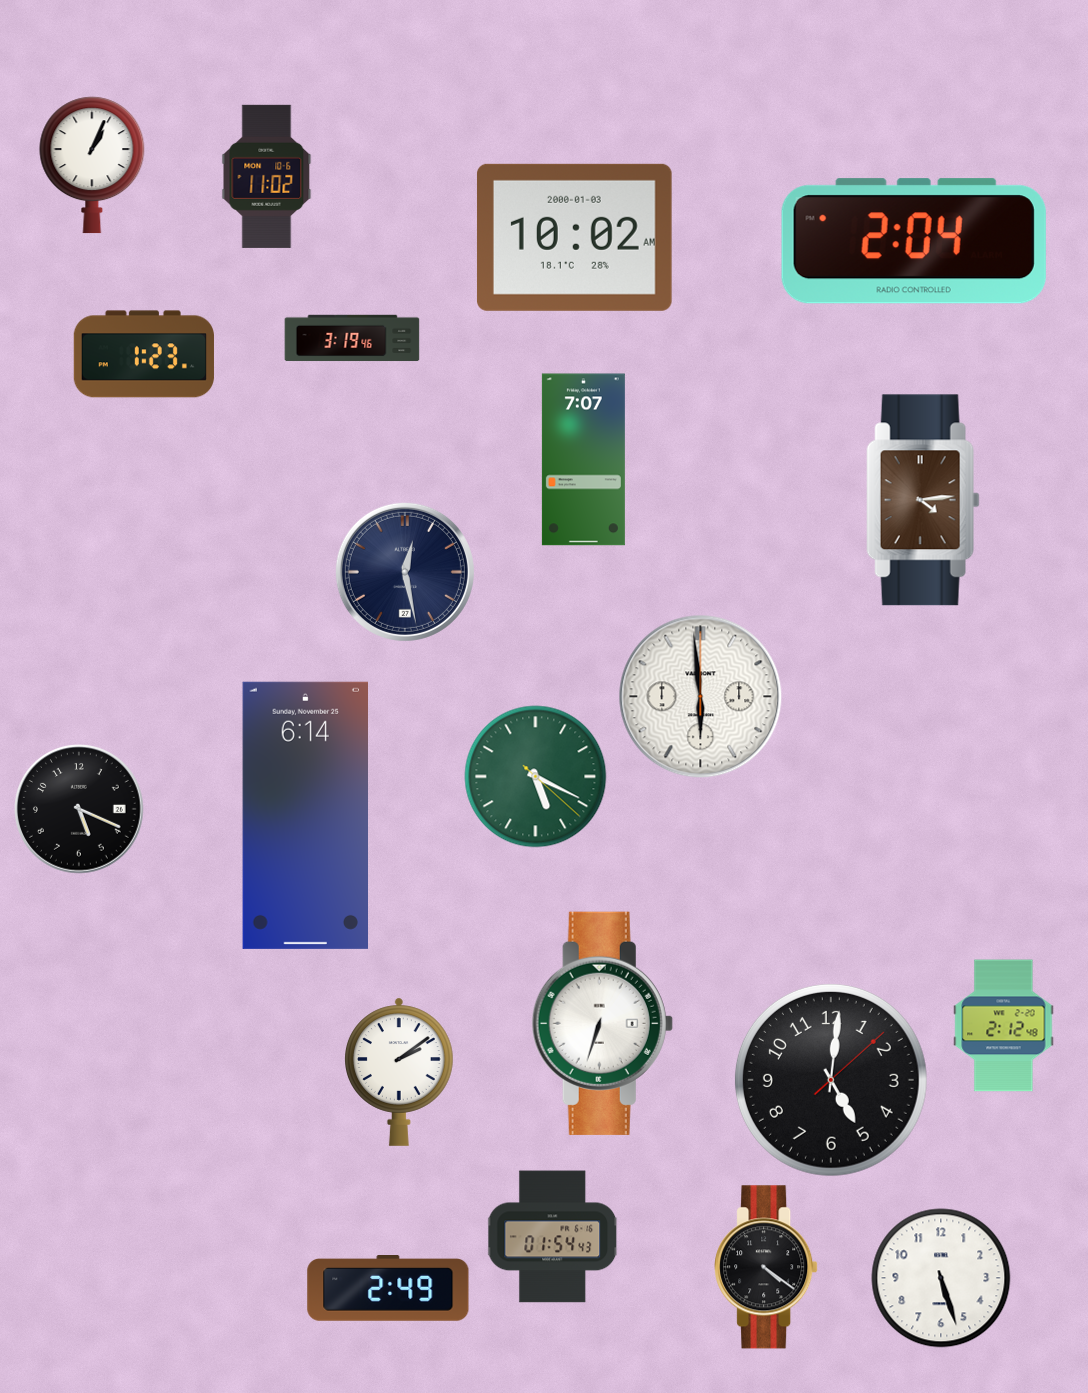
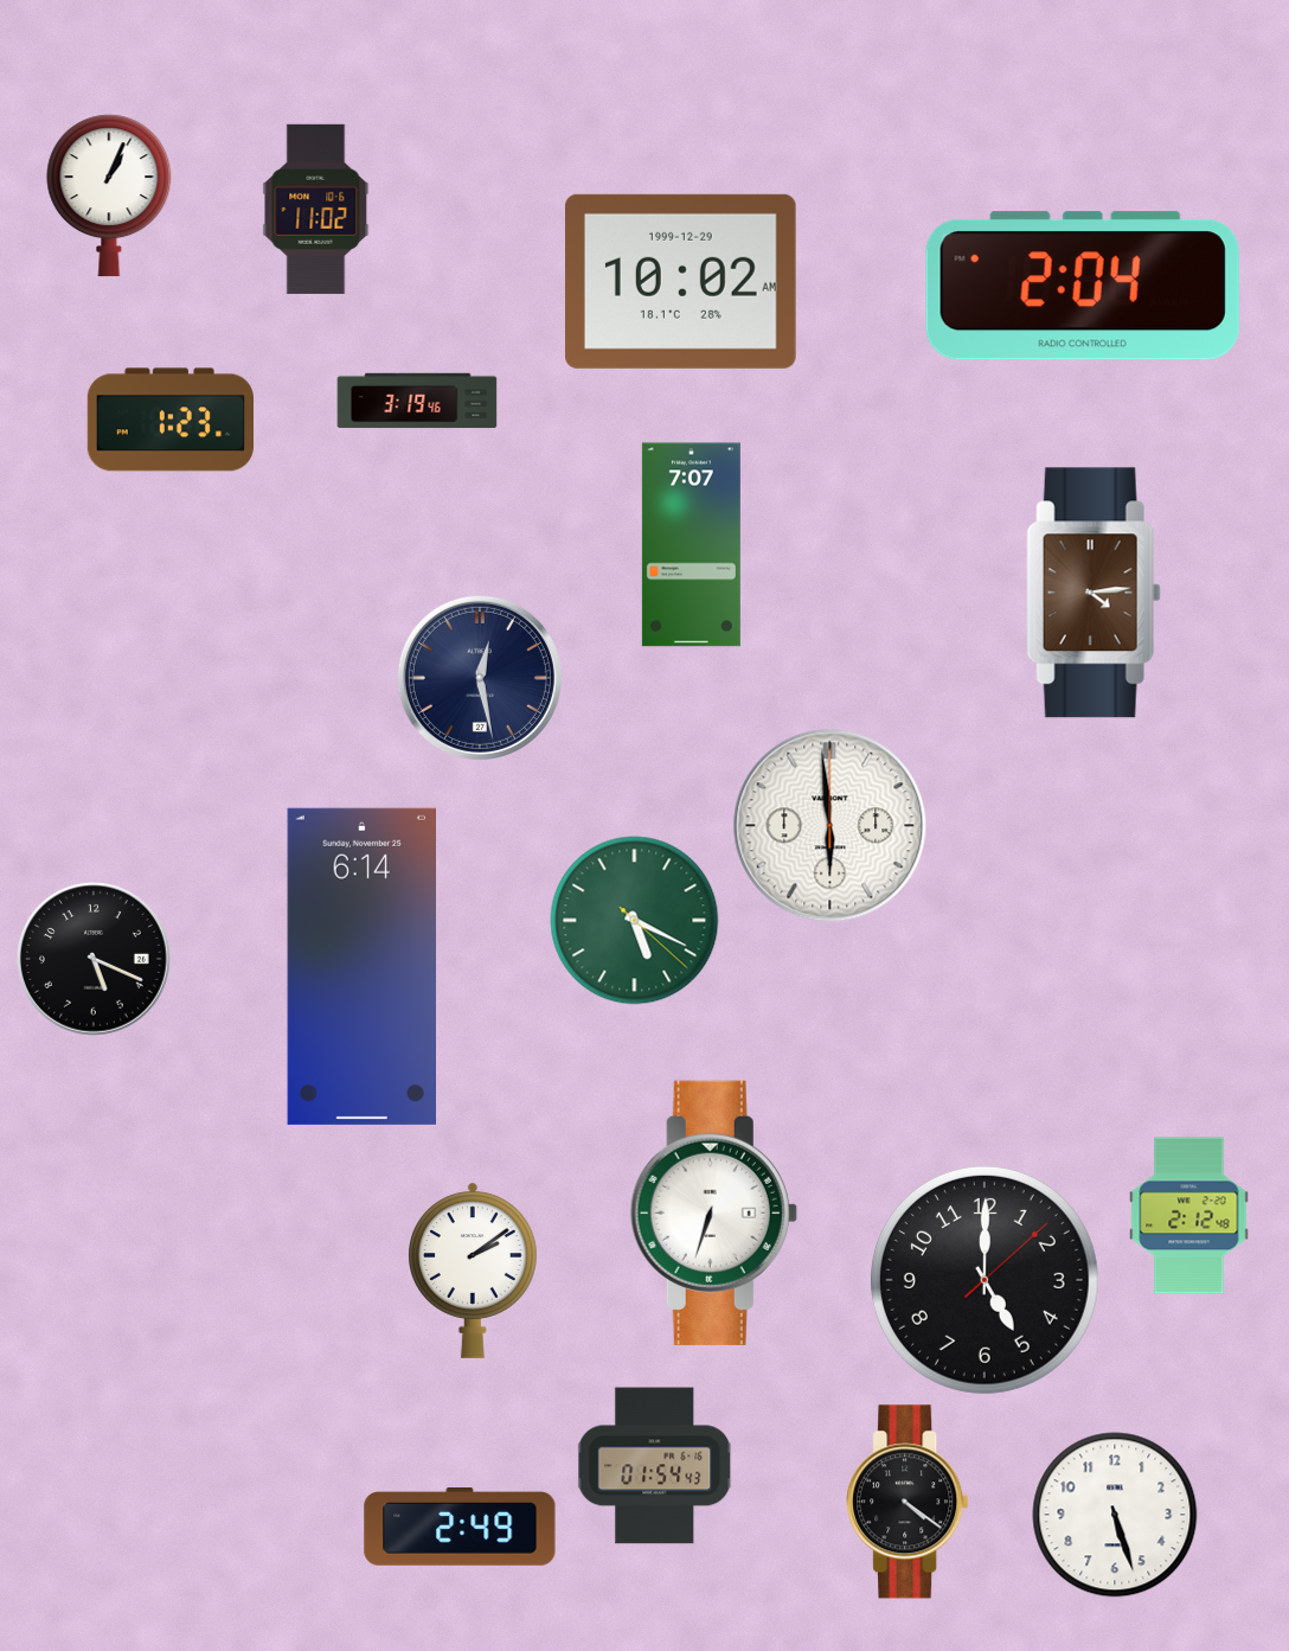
clock at (574, 237) date: 2000-01-03 -> 1999-12-29
clock at (831, 1080): 5:01 -> 5:00
